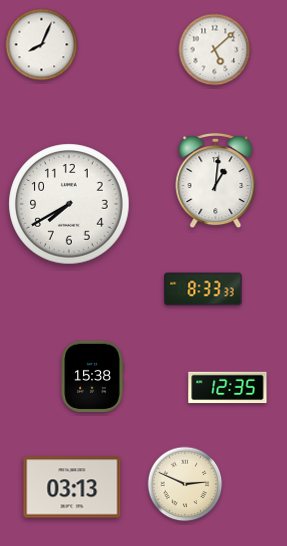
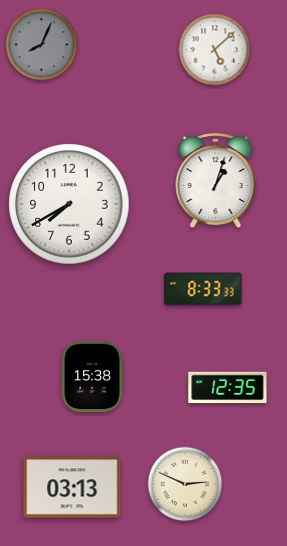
clock at (42, 45) dial: white -> grey
clock at (216, 181): 1:01 -> 1:03
